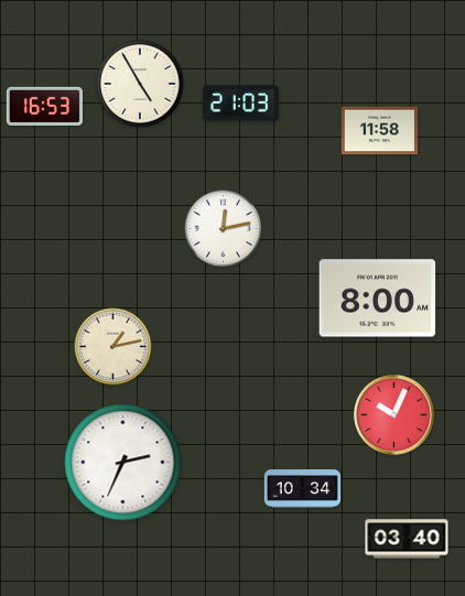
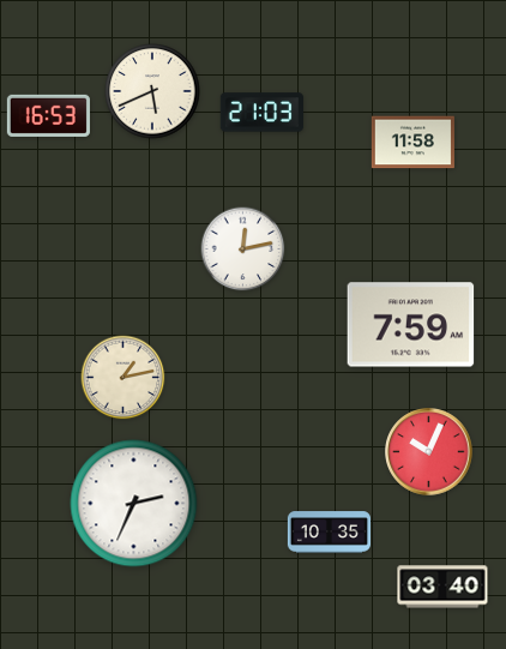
clock at (140, 84): 4:55 -> 5:41
clock at (378, 299): 8:00 -> 7:59
clock at (302, 489): 10:34 -> 10:35
